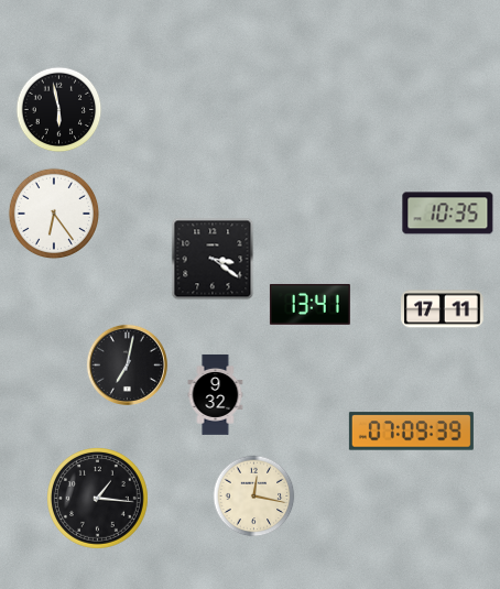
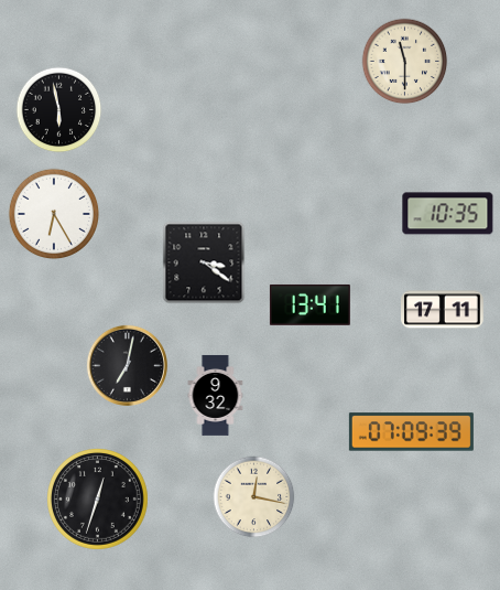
clock at (405, 62): none -> 11:30
clock at (53, 212): 6:24 -> 6:25
clock at (213, 259) position: (213, 259) -> (204, 262)
clock at (98, 499): 1:16 -> 12:33
